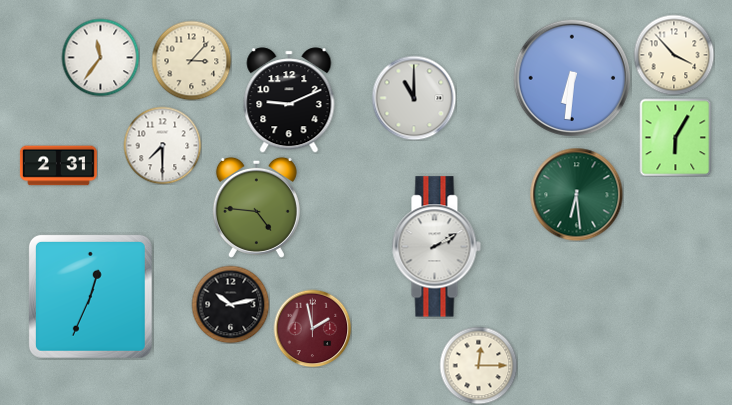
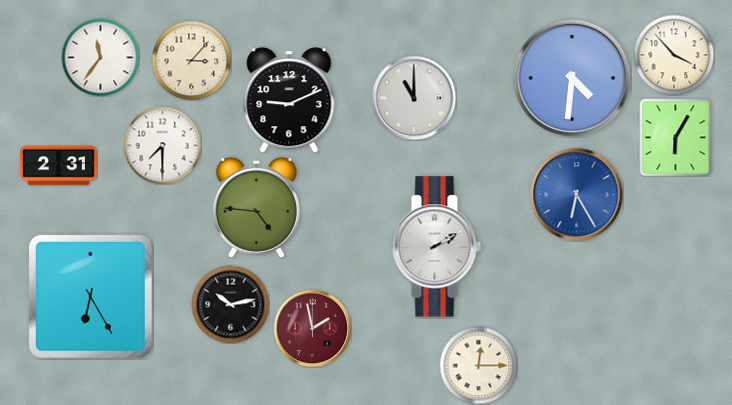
clock at (571, 77): 6:31 -> 4:31
clock at (576, 194): 6:29 -> 6:25
clock at (576, 194) dial: green -> blue
clock at (90, 296): 12:34 -> 6:25
